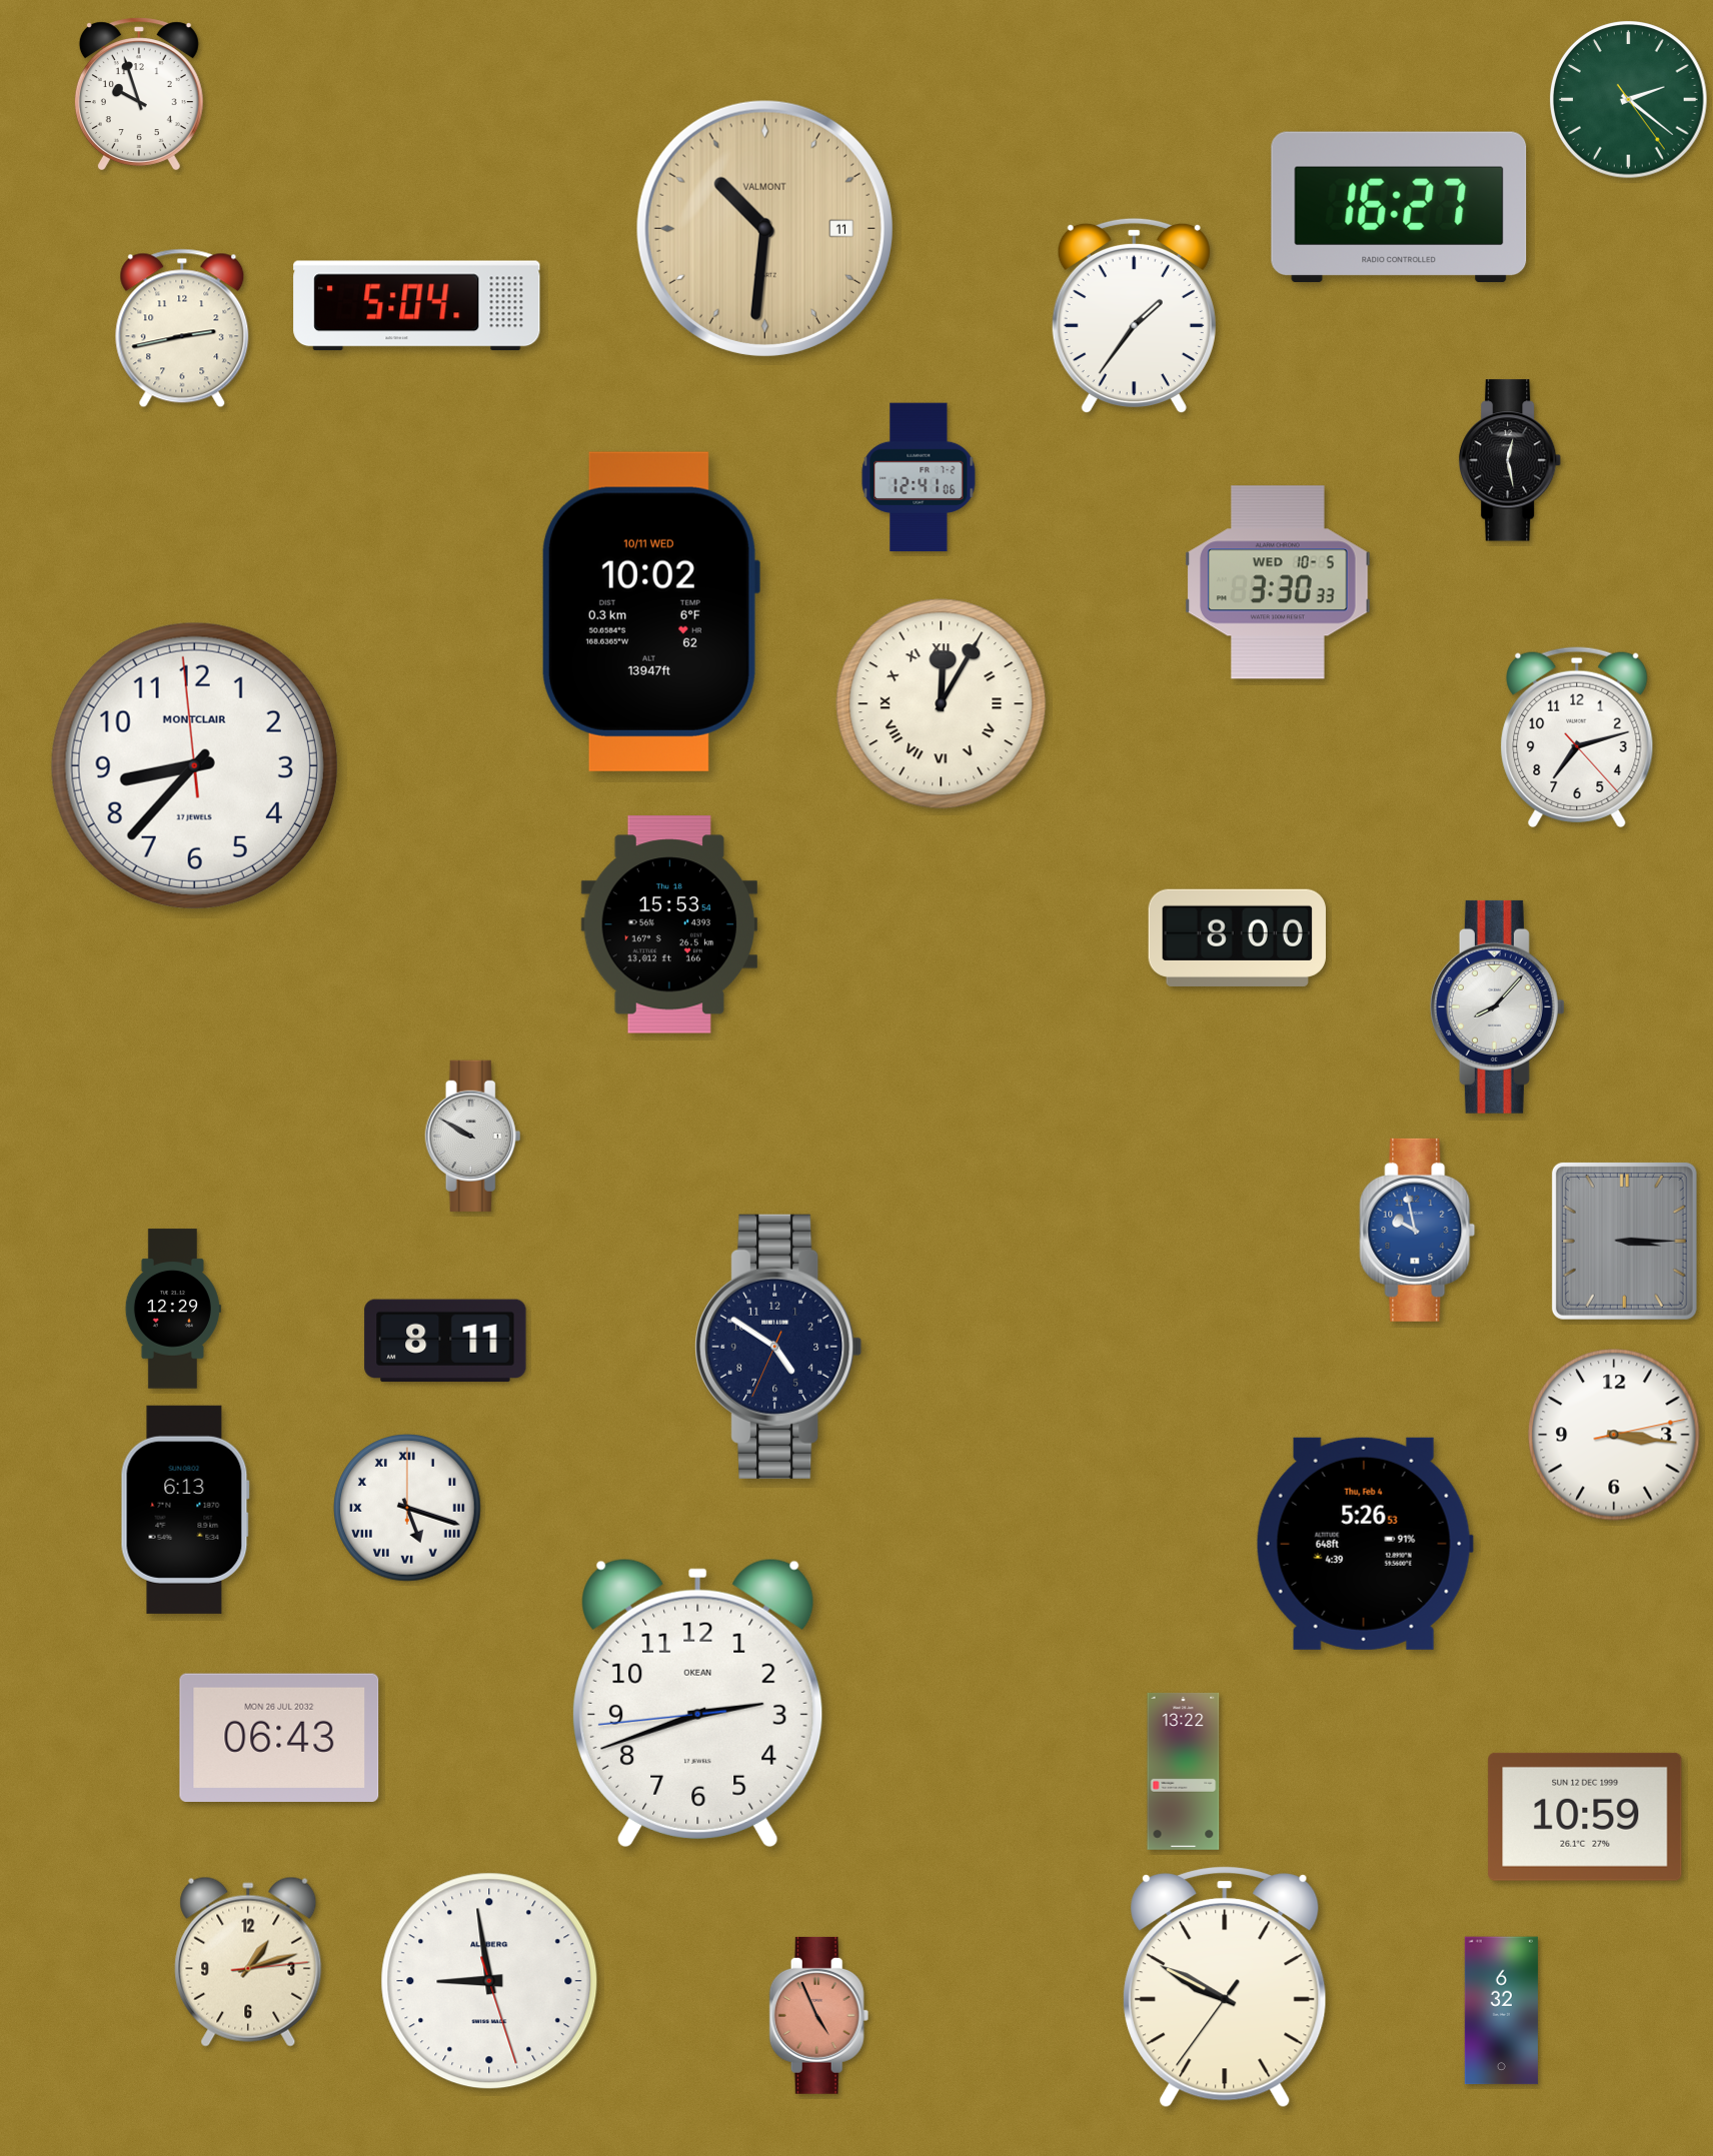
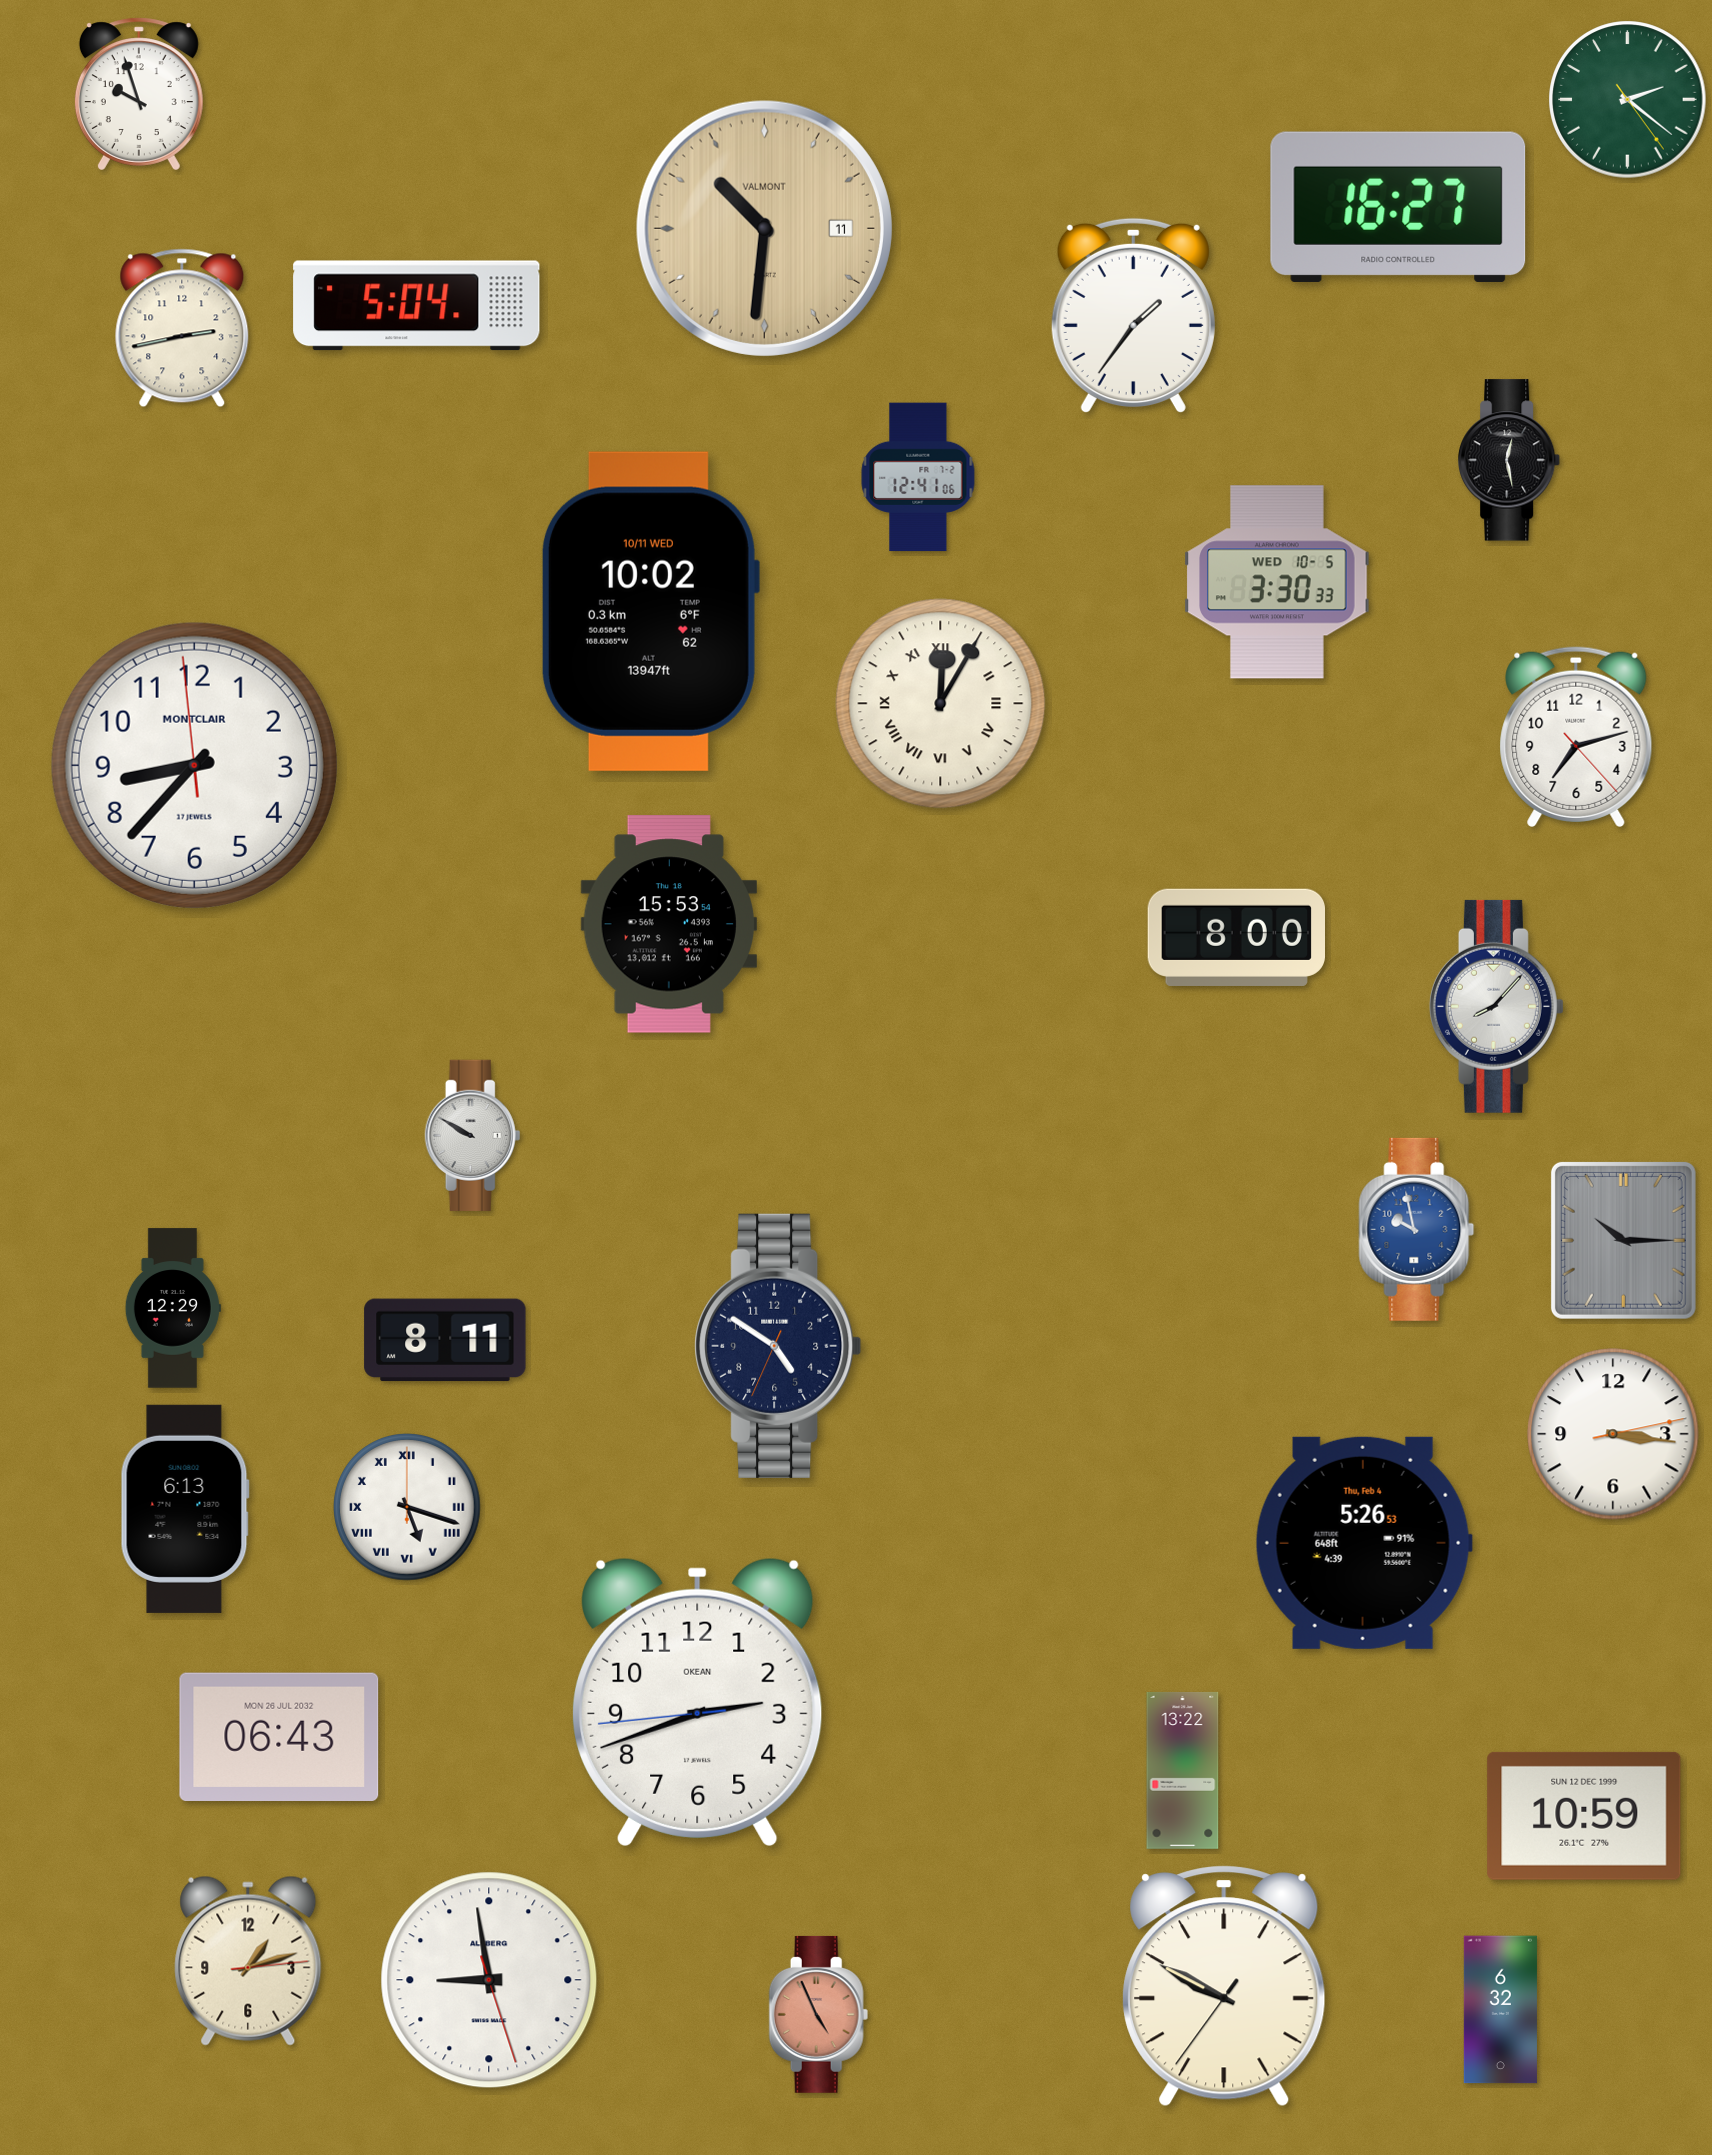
clock at (1624, 1241): 3:15 -> 10:15
